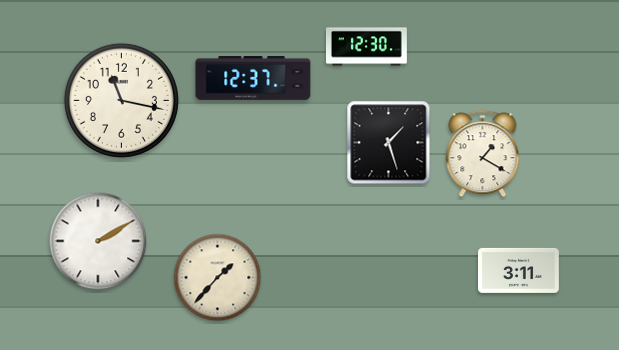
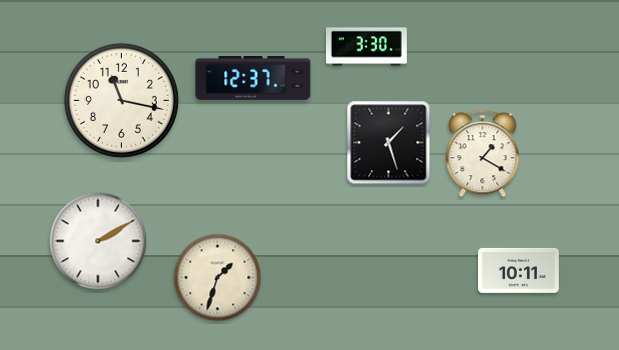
clock at (366, 47): 12:30 -> 3:30
clock at (518, 270): 3:11 -> 10:11
clock at (218, 278): 1:37 -> 1:33
